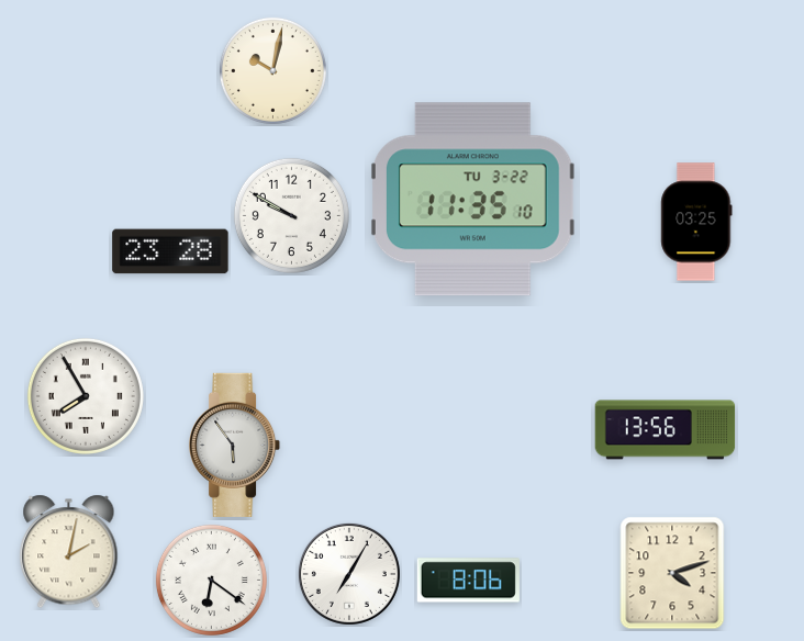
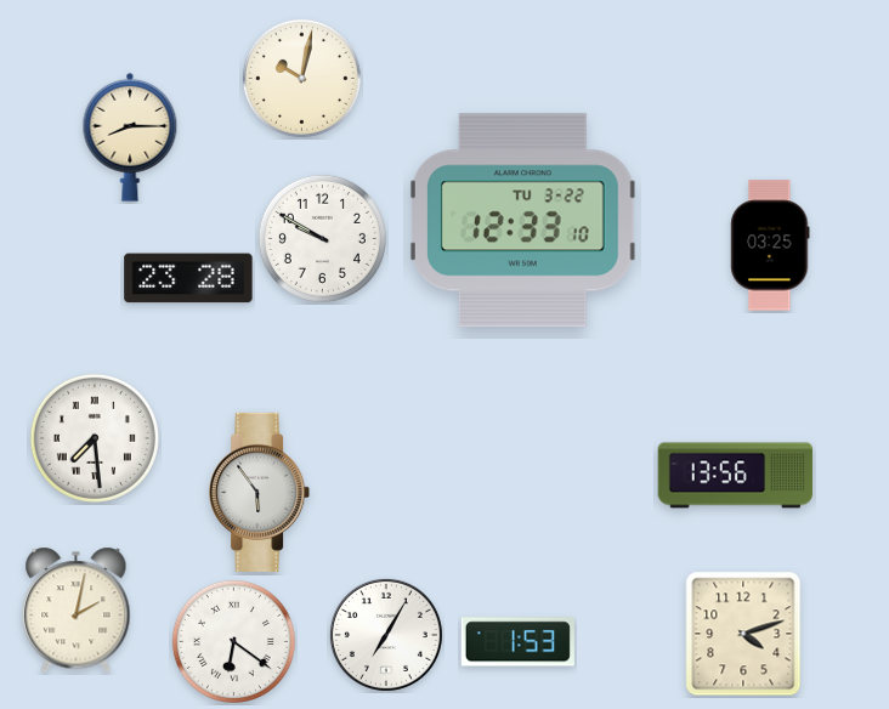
clock at (130, 137): none -> 8:15
clock at (472, 200): 11:35 -> 12:33
clock at (86, 396): 7:55 -> 7:29
clock at (468, 581): 8:06 -> 1:53
